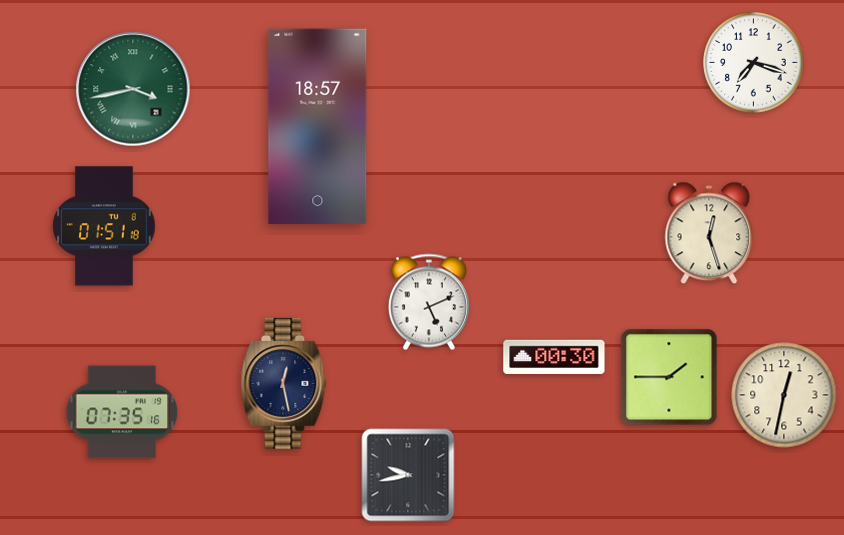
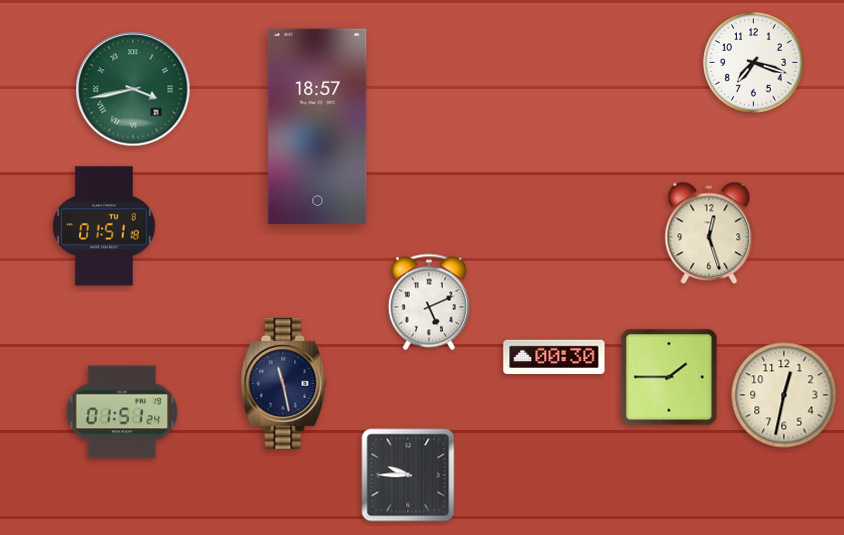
clock at (284, 383): 12:28 -> 11:28
clock at (122, 412): 07:35 -> 01:51
clock at (408, 475): 9:43 -> 9:45
